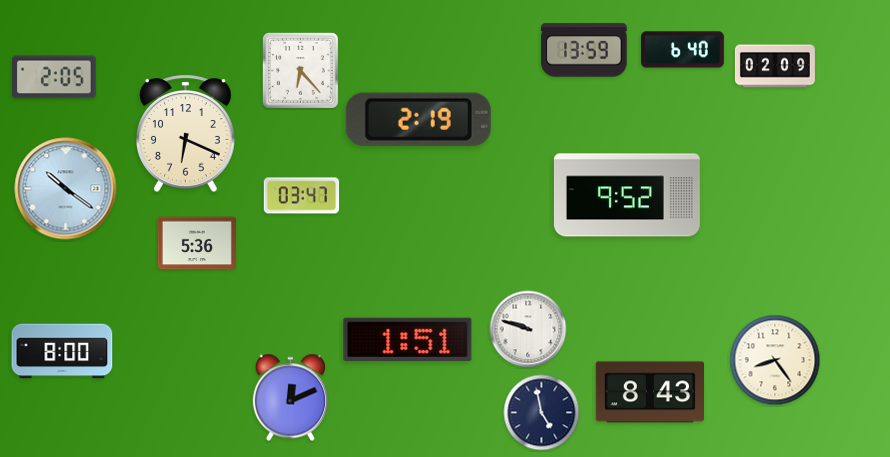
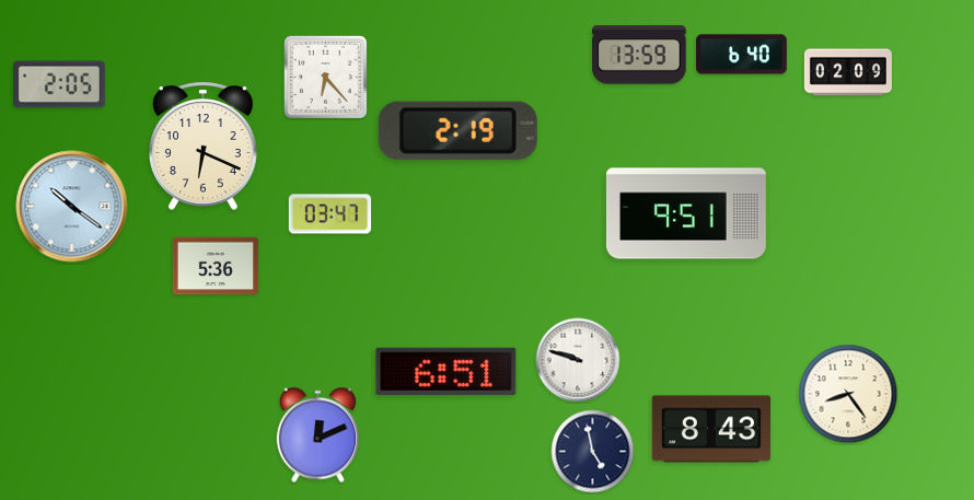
clock at (683, 50) position: (683, 50) -> (742, 55)
clock at (300, 70) position: (300, 70) -> (325, 77)
clock at (627, 195): 9:52 -> 9:51
clock at (408, 339): 1:51 -> 6:51
clock at (62, 351): 8:00 -> none
